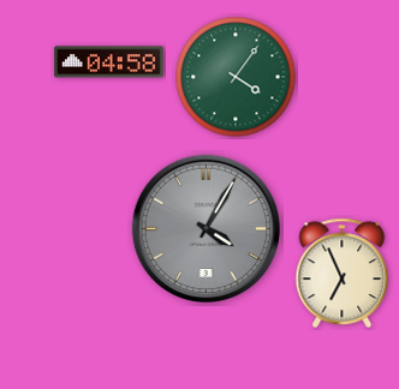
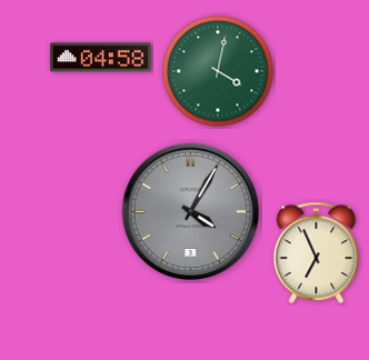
clock at (236, 77): 4:06 -> 4:02
